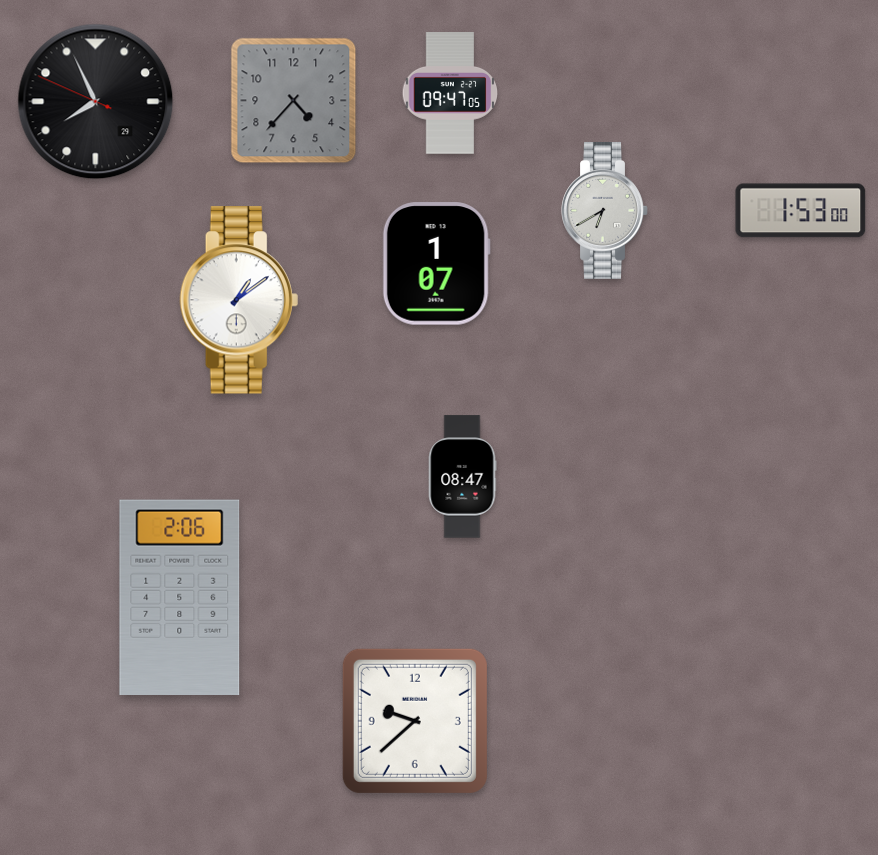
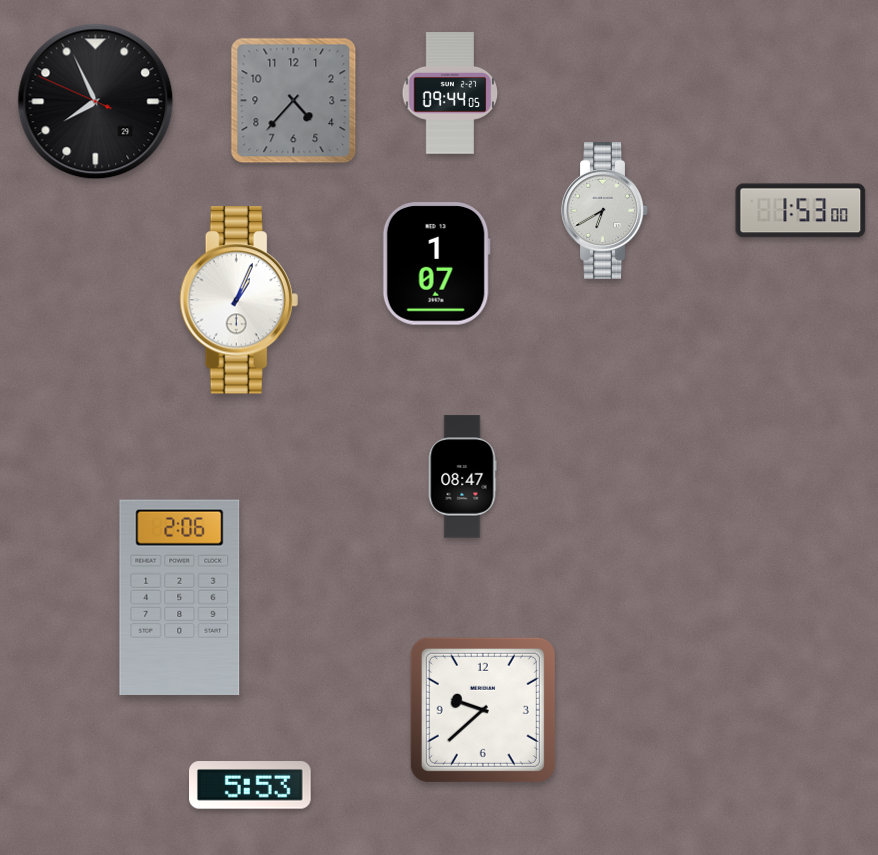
clock at (450, 93): 09:47 -> 09:44
clock at (239, 300): 1:09 -> 1:04
clock at (415, 721) position: (415, 721) -> (483, 710)
clock at (251, 785): none -> 5:53
